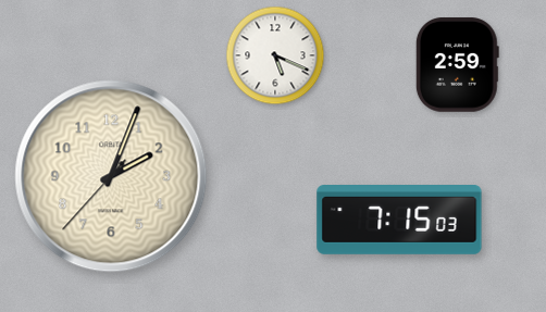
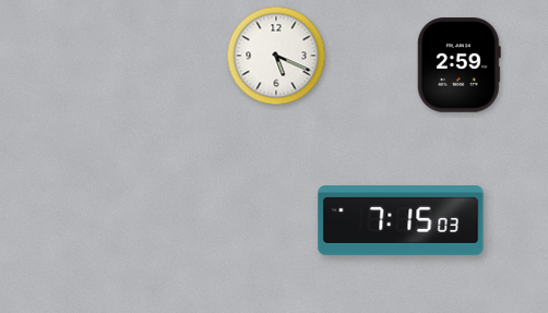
clock at (111, 176): 2:03 -> none
